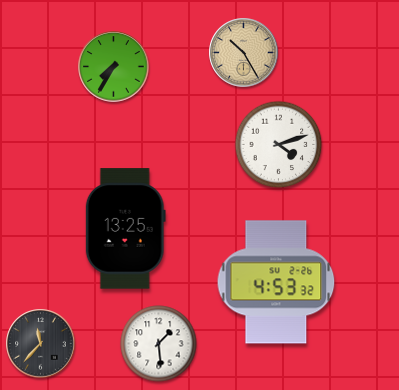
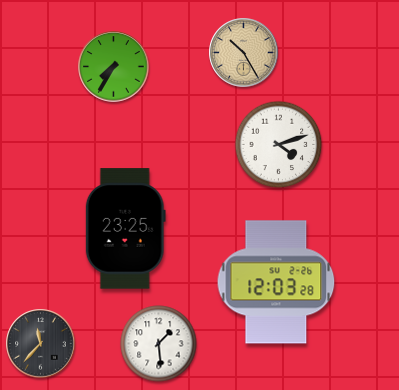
clock at (125, 229): 13:25 -> 23:25
clock at (276, 282): 4:53 -> 12:03
